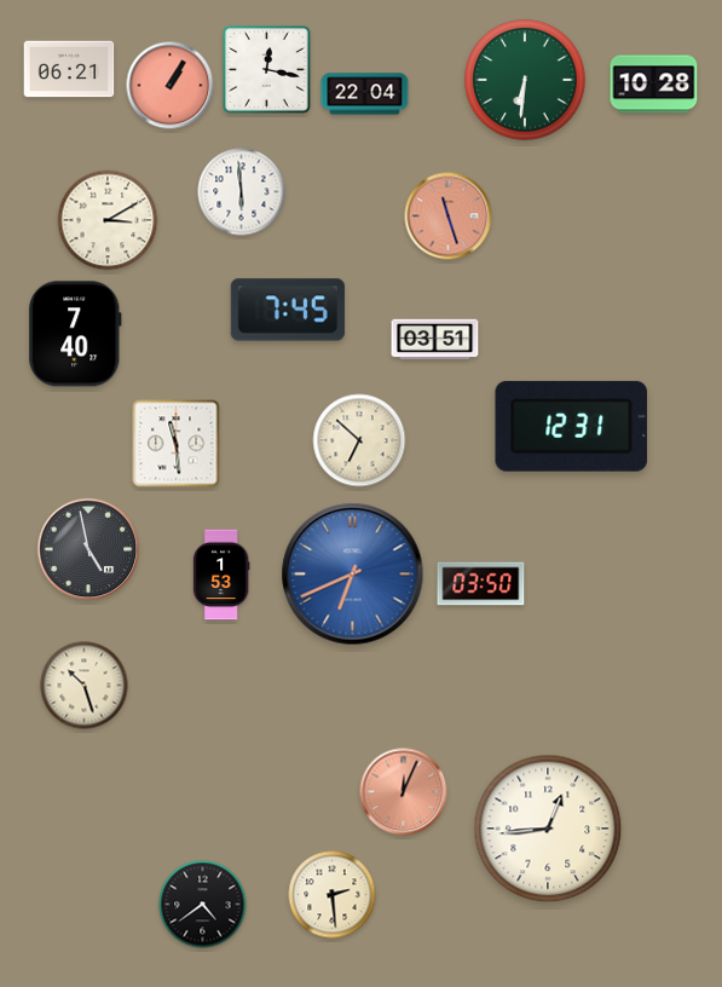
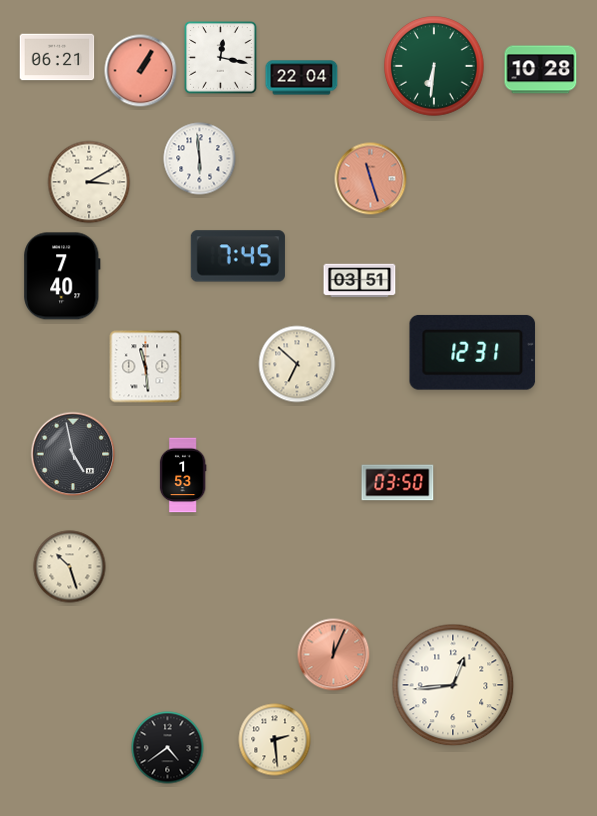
clock at (353, 575): 6:41 -> none
